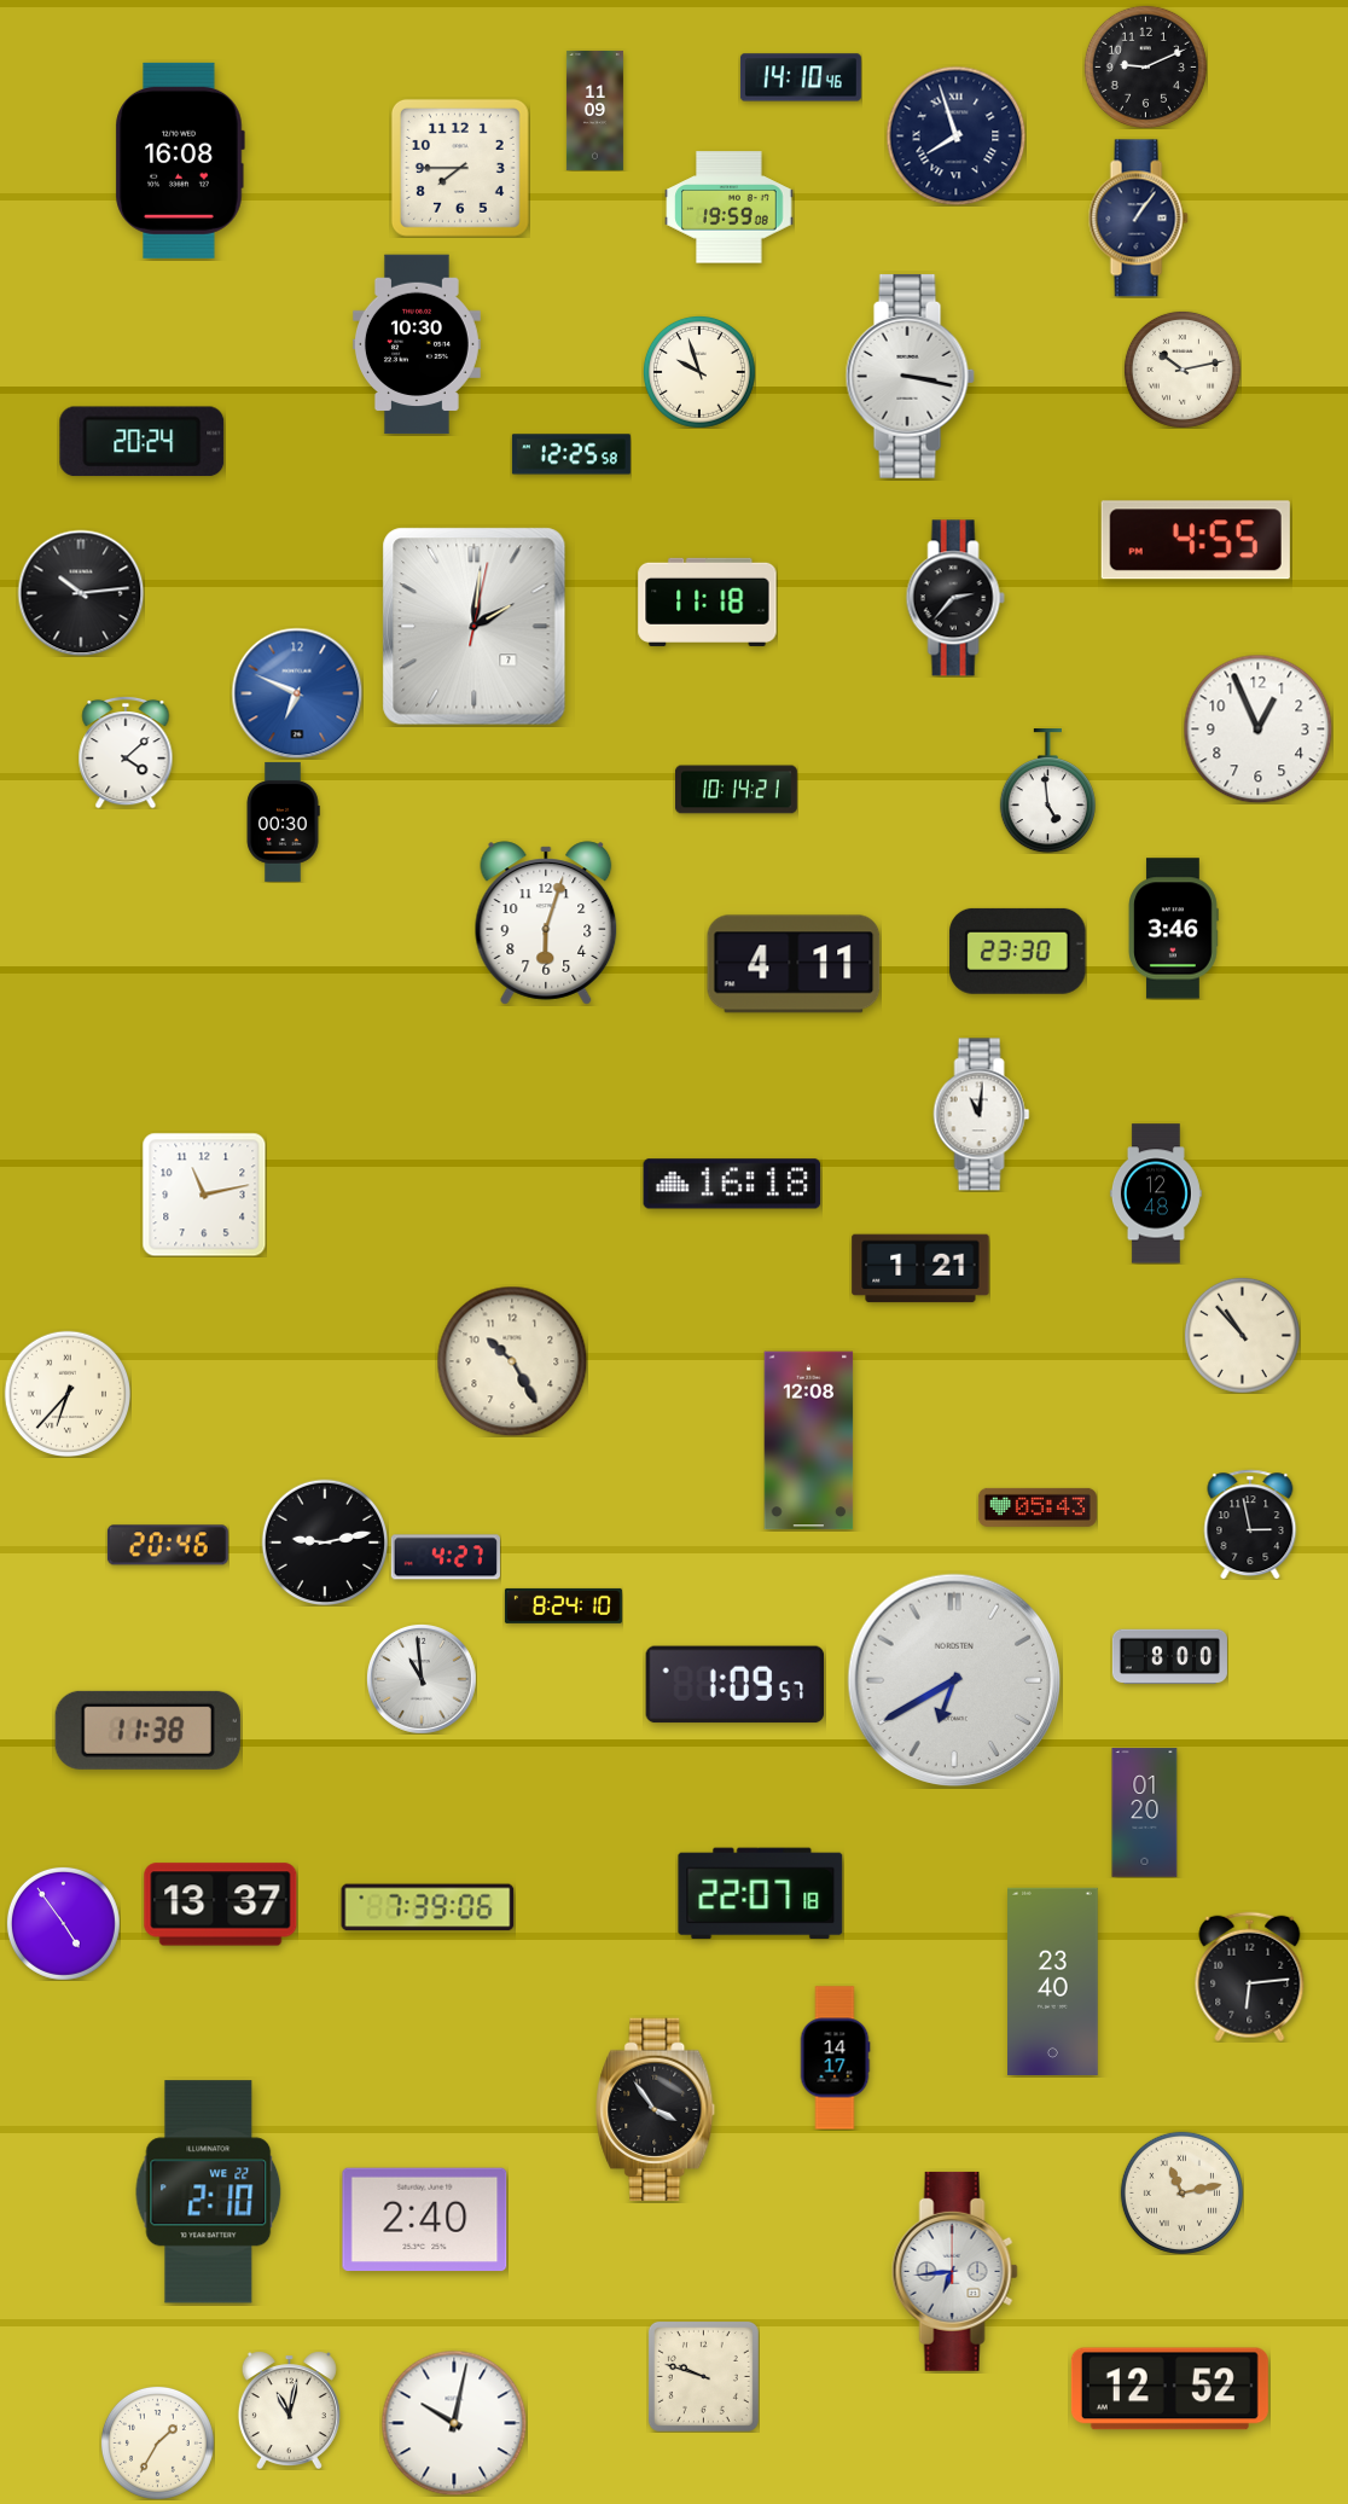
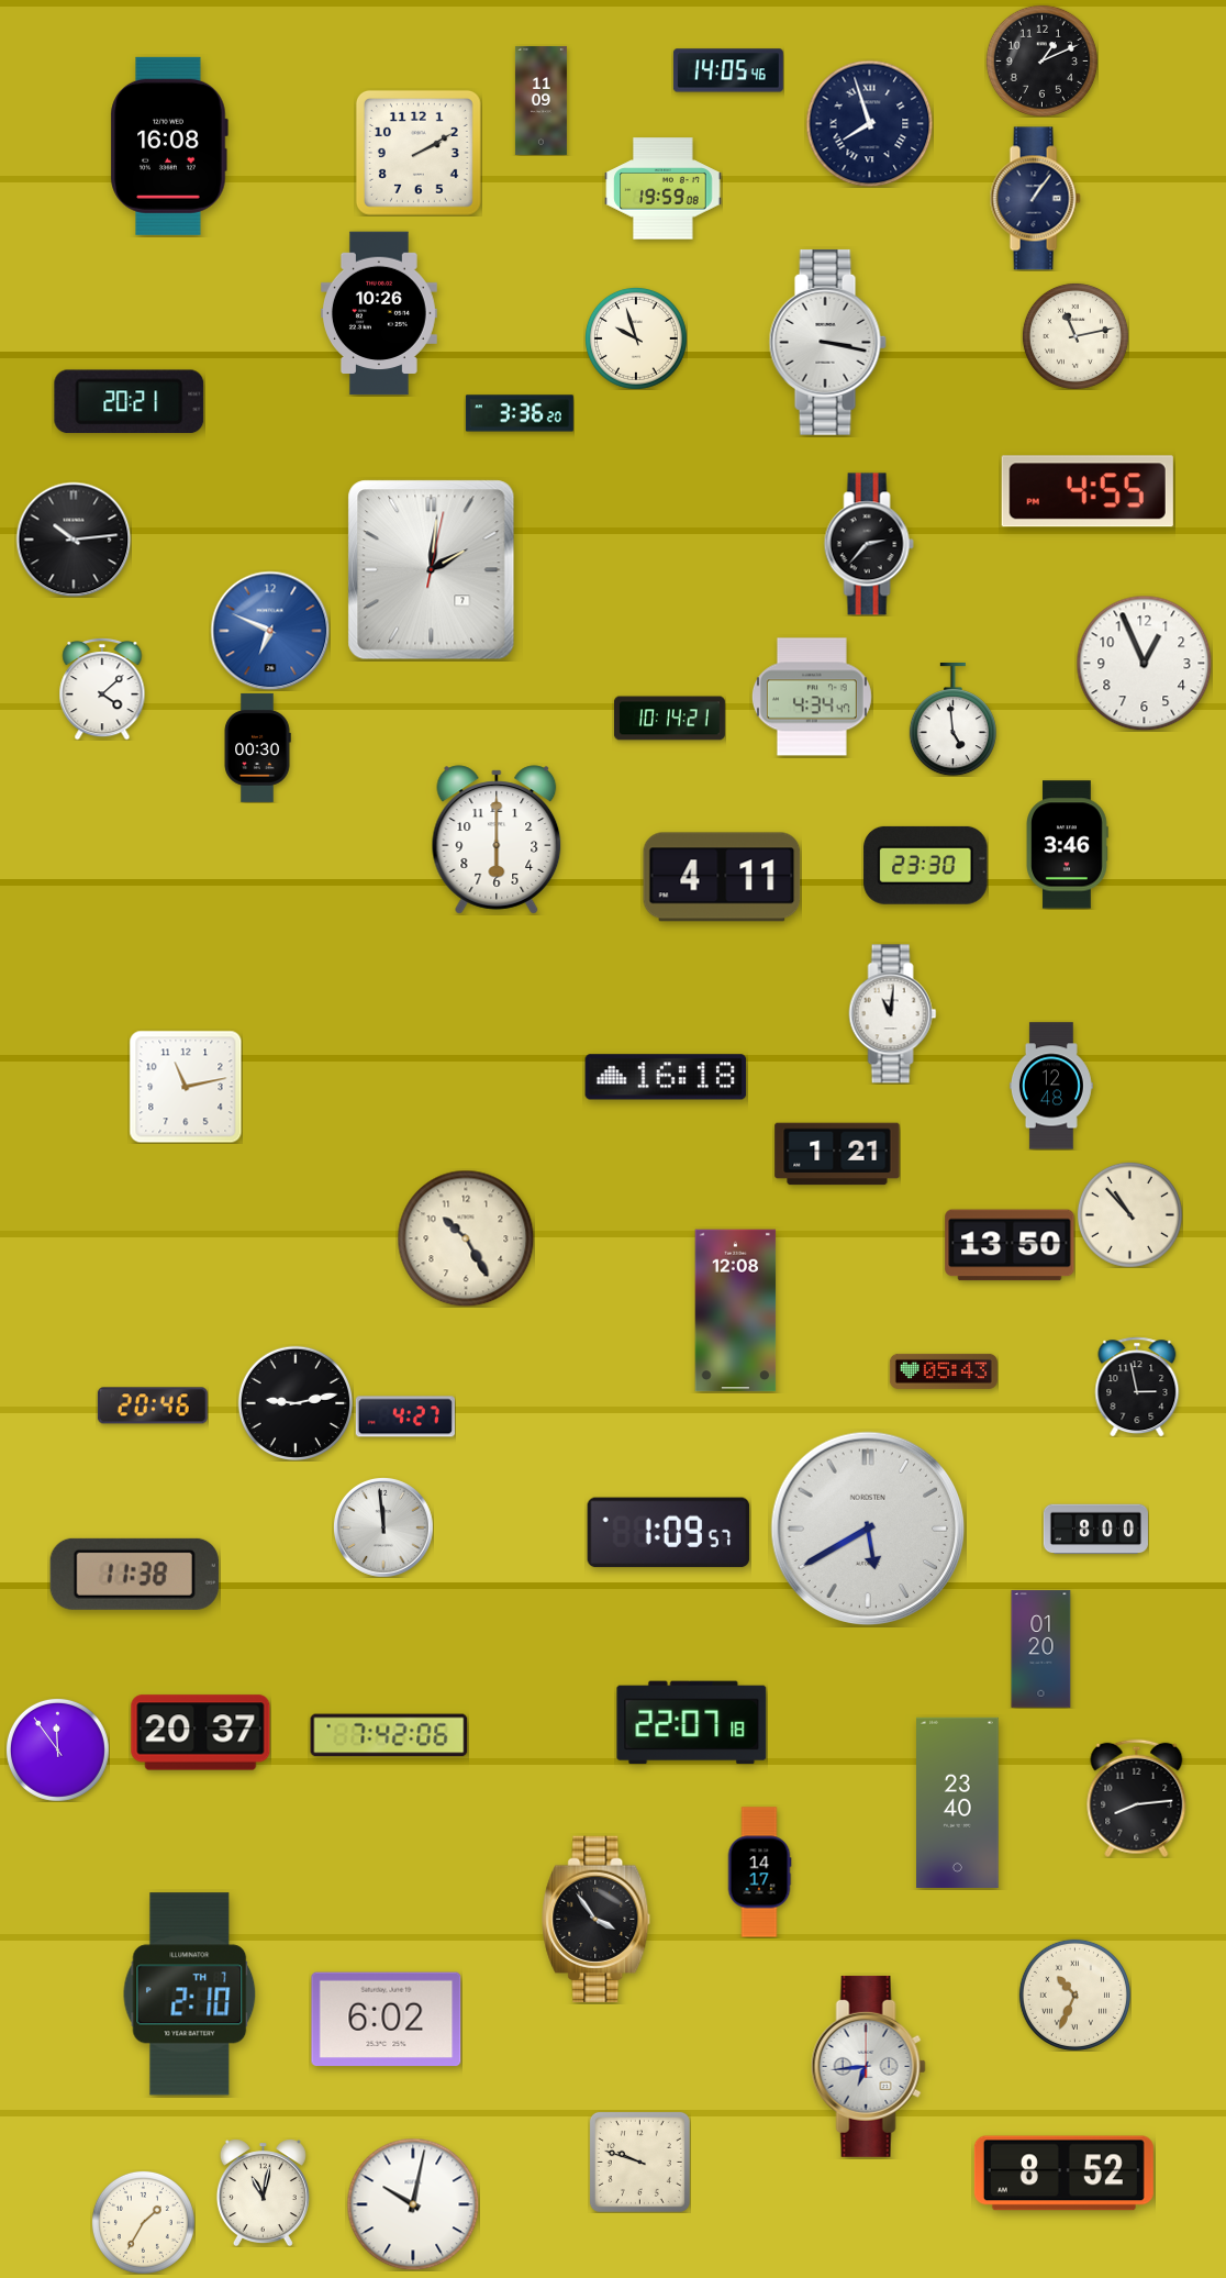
clock at (1145, 66): 9:11 -> 1:11
clock at (801, 77): 14:10 -> 14:05
clock at (180, 161) position: (180, 161) -> (169, 146)
clock at (460, 168): 7:45 -> 2:10
clock at (417, 344): 10:30 -> 10:26
clock at (1183, 370): 10:13 -> 11:13
clock at (143, 442): 20:24 -> 20:21
clock at (571, 454): 12:25 -> 3:36
clock at (708, 602): 11:18 -> none
clock at (126, 753) position: (126, 753) -> (102, 689)
clock at (812, 697): none -> 4:34
clock at (546, 923): 6:03 -> 6:00
clock at (1010, 1245): none -> 13:50
clock at (66, 1393): 6:37 -> none
clock at (563, 1605): 8:24 -> none
clock at (1169, 1657) position: (1169, 1657) -> (1095, 1530)
clock at (422, 1679): 10:59 -> 11:59
clock at (954, 1680): 6:40 -> 5:40
clock at (221, 1905): 13:37 -> 20:37
clock at (428, 1907): 7:39 -> 7:42
clock at (63, 1923): 4:54 -> 11:54
clock at (1250, 1976): 6:14 -> 8:14
clock at (209, 2192) date: WE 22 -> TH 7
clock at (1181, 2192): 11:13 -> 10:34
clock at (425, 2220): 2:40 -> 6:02
clock at (1169, 2389): 12:52 -> 8:52
